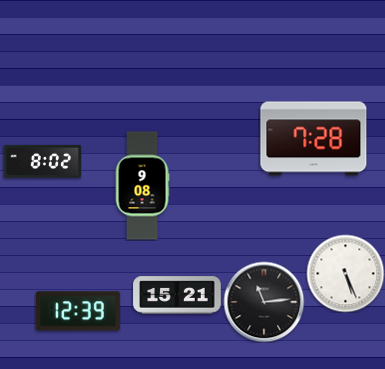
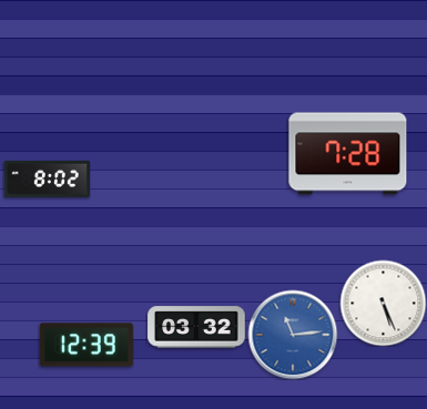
clock at (142, 186): 9:08 -> none
clock at (177, 295): 15:21 -> 03:32
clock at (264, 302) dial: black -> blue
